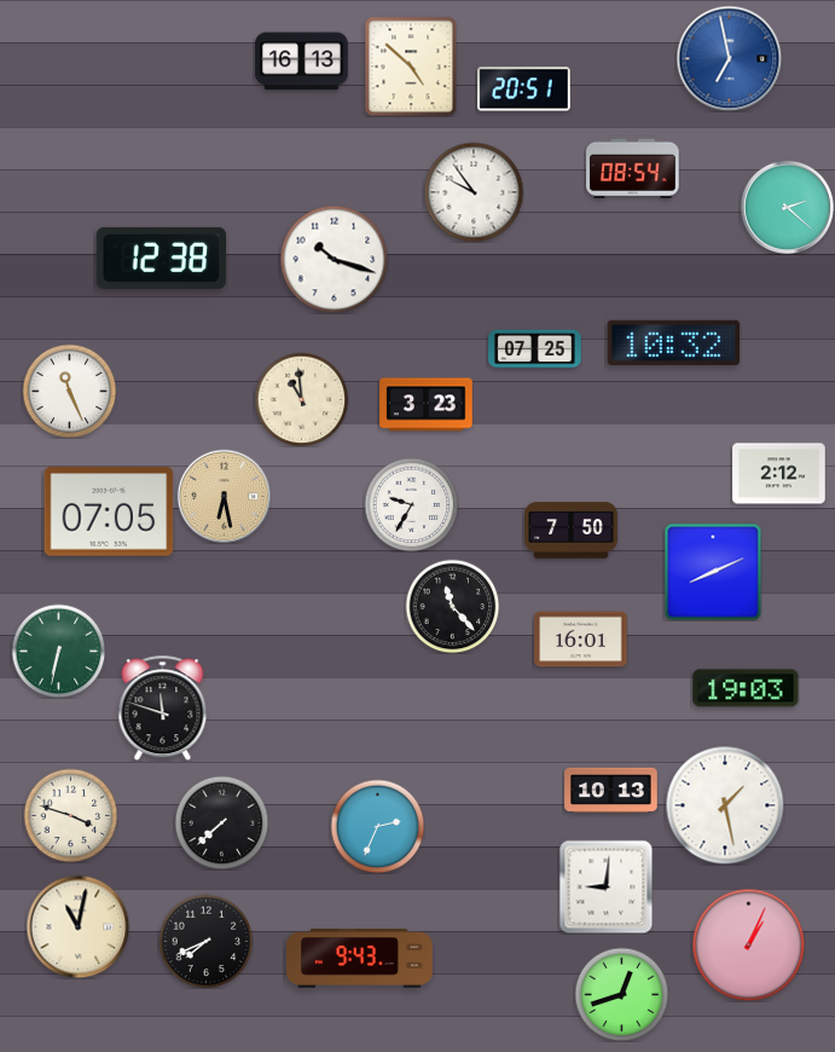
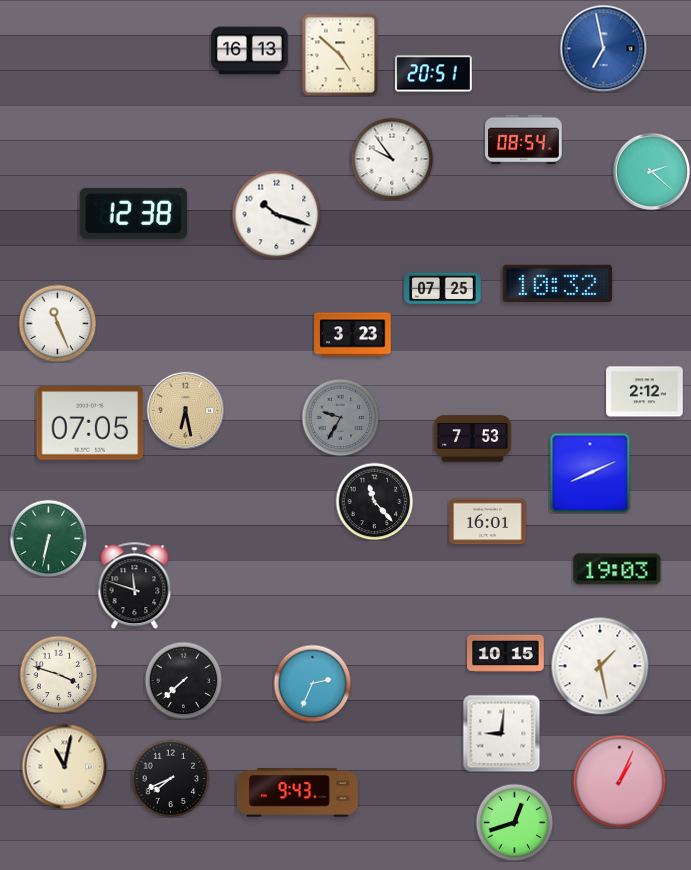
clock at (301, 399): 10:59 -> none
clock at (411, 504) dial: white -> grey
clock at (572, 531): 7:50 -> 7:53
clock at (581, 640) position: (581, 640) -> (488, 522)
clock at (611, 790): 10:13 -> 10:15
